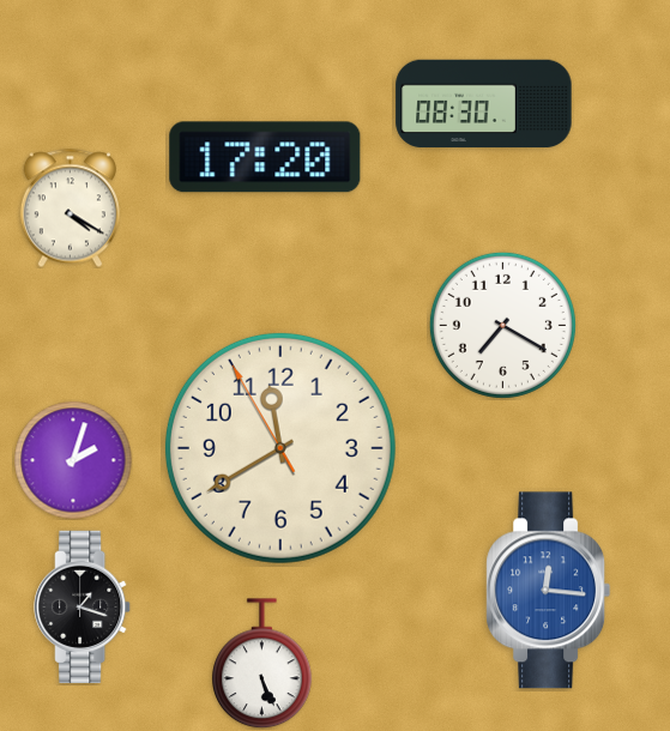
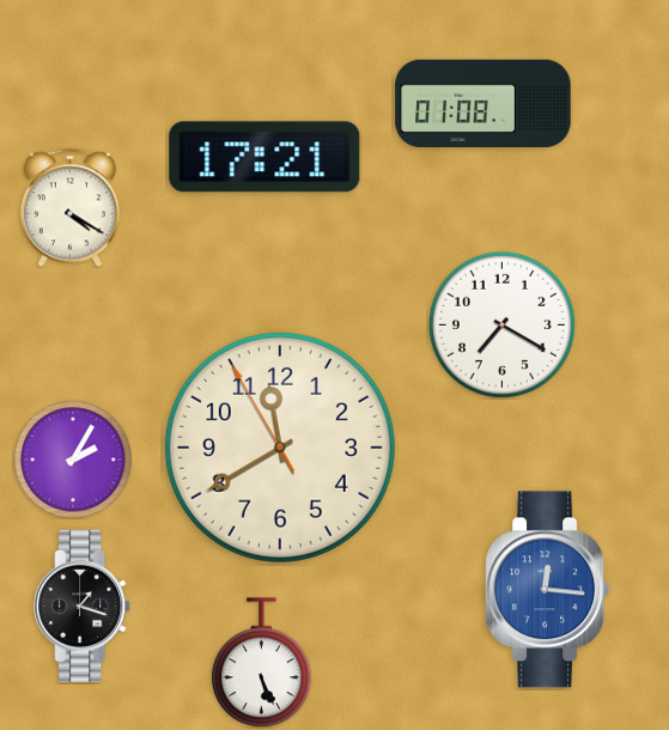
clock at (484, 104): 08:30 -> 01:08
clock at (265, 157): 17:20 -> 17:21
clock at (73, 460): 2:03 -> 2:05
